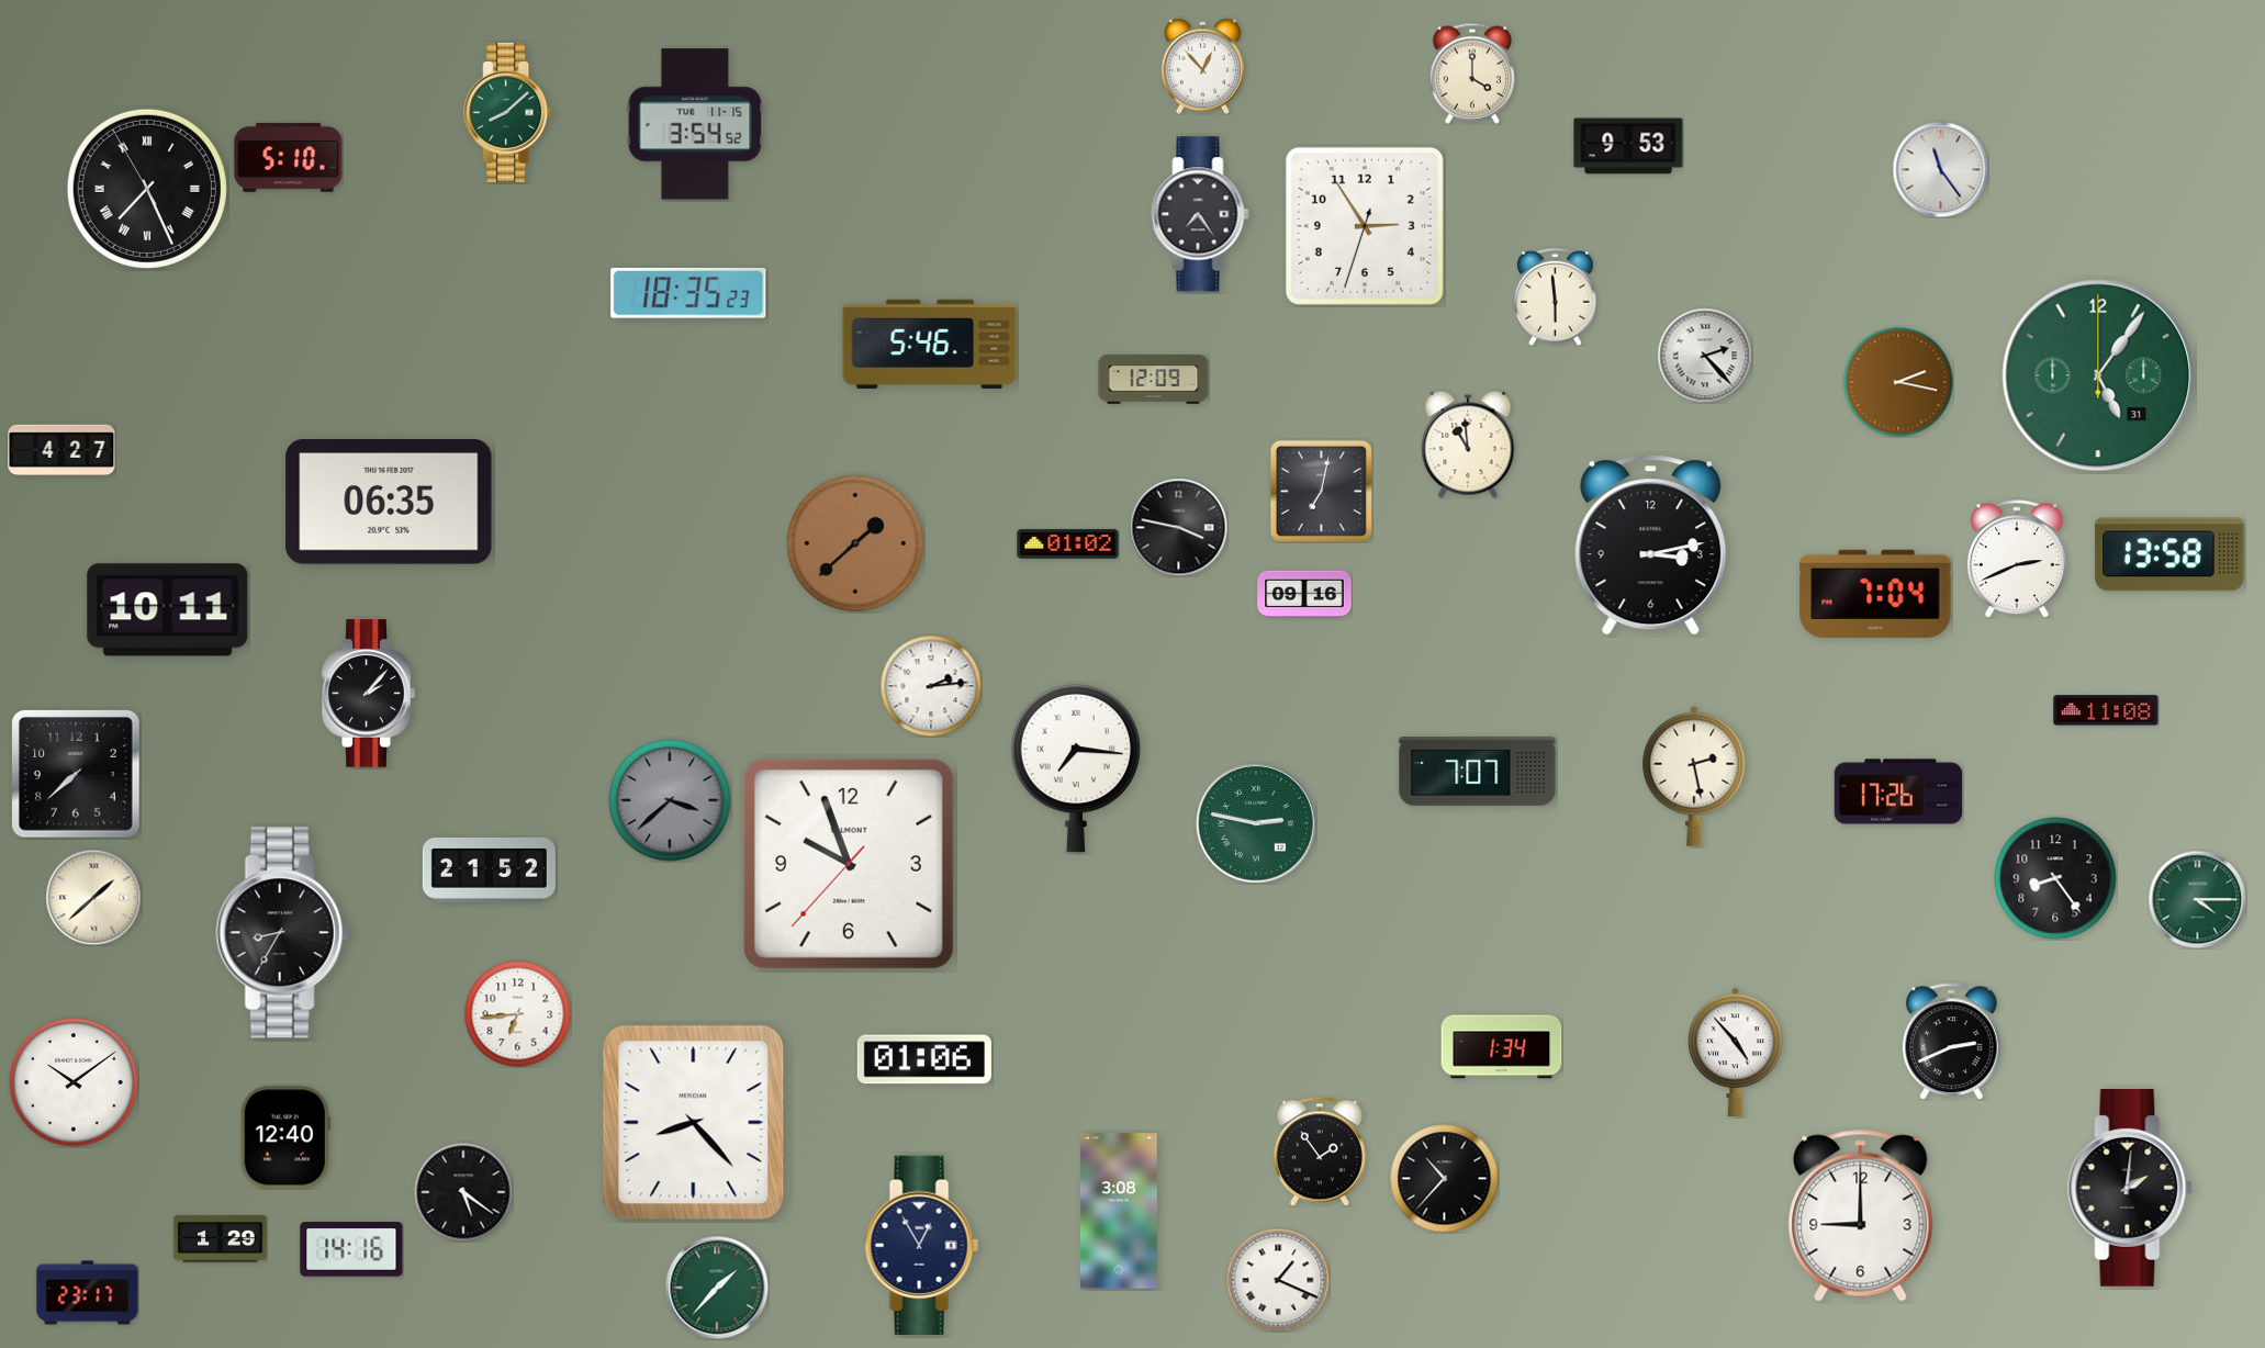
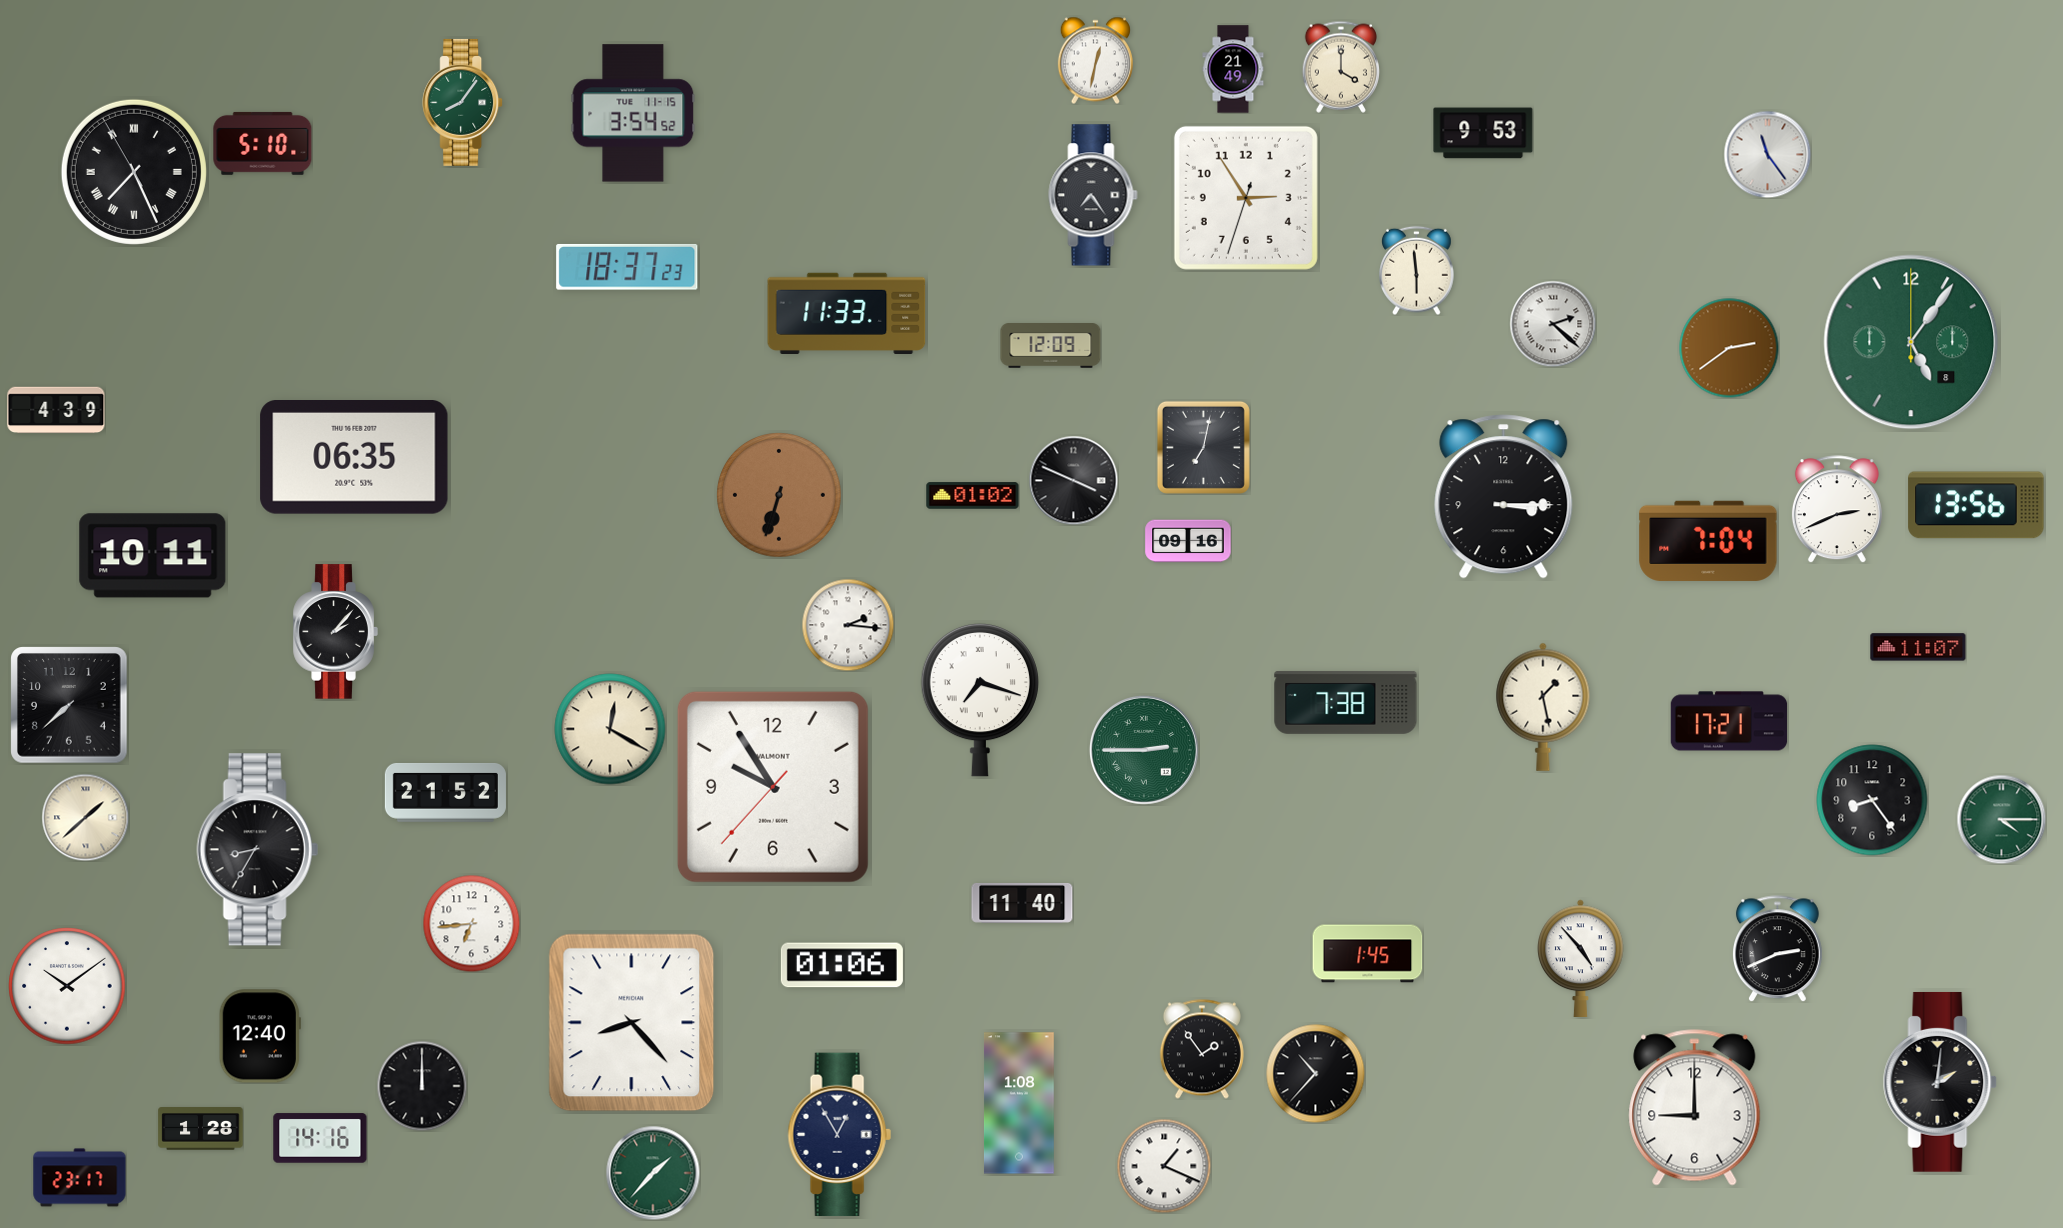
clock at (1202, 66): 12:53 -> 12:32
clock at (1233, 69): none -> 21:49
clock at (508, 112): 8:08 -> 8:06
clock at (1365, 226) position: (1365, 226) -> (1246, 198)
clock at (688, 293): 18:35 -> 18:37
clock at (930, 344): 5:46 -> 11:33
clock at (1705, 356): 2:23 -> 2:22
clock at (2098, 375) date: 31 -> 8
clock at (1898, 382): 2:17 -> 2:39
clock at (1468, 445): 10:59 -> none
clock at (61, 450): 4:27 -> 4:39
clock at (1178, 527): 3:47 -> 3:49
clock at (855, 543): 1:38 -> 6:33
clock at (1651, 546): 3:13 -> 3:15
clock at (2169, 554): 13:58 -> 13:56
clock at (931, 686): 2:14 -> 2:16
clock at (2106, 710): 11:08 -> 11:07
clock at (1076, 768): 7:16 -> 7:18
clock at (1478, 771): 7:07 -> 7:38
clock at (1694, 776): 2:28 -> 1:28
clock at (1898, 791): 17:26 -> 17:21
clock at (670, 800): 3:38 -> 12:20
clock at (670, 800) dial: grey -> cream
clock at (1256, 823): 2:47 -> 2:45
clock at (849, 864): 9:56 -> 9:54
clock at (1022, 903): none -> 11:40
clock at (1502, 1047): 1:34 -> 1:45
clock at (463, 1192): 5:21 -> 12:00
clock at (1119, 1211): 3:08 -> 1:08
clock at (221, 1239): 1:29 -> 1:28
